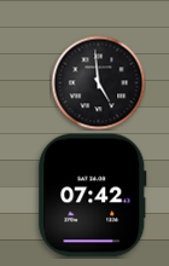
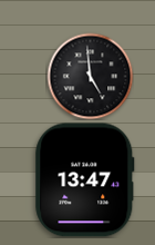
clock at (93, 196): 07:42 -> 13:47
